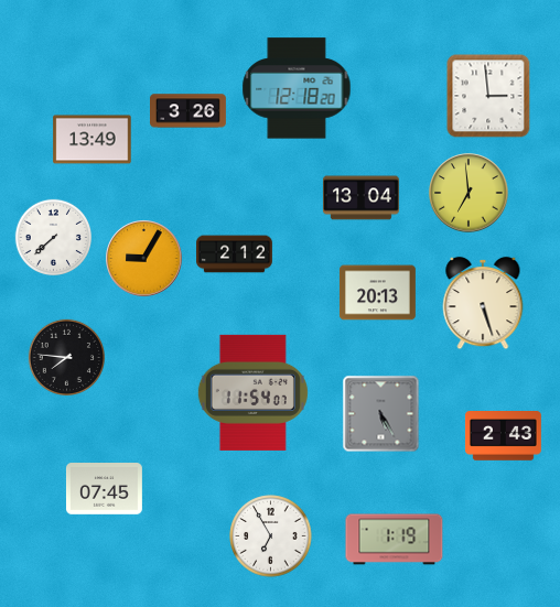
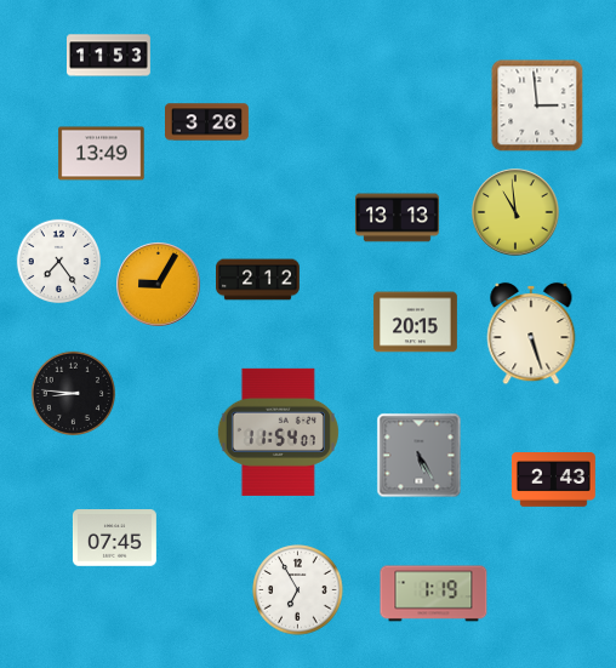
clock at (109, 56): none -> 11:53
clock at (297, 88): 12:18 -> none
clock at (469, 193): 6:59 -> 10:59
clock at (360, 198): 13:04 -> 13:13
clock at (53, 237): 7:38 -> 7:24
clock at (377, 293): 20:13 -> 20:15
clock at (66, 357): 7:46 -> 8:46
